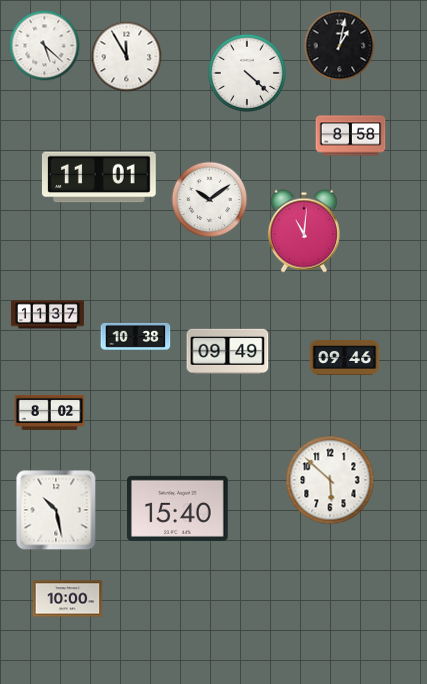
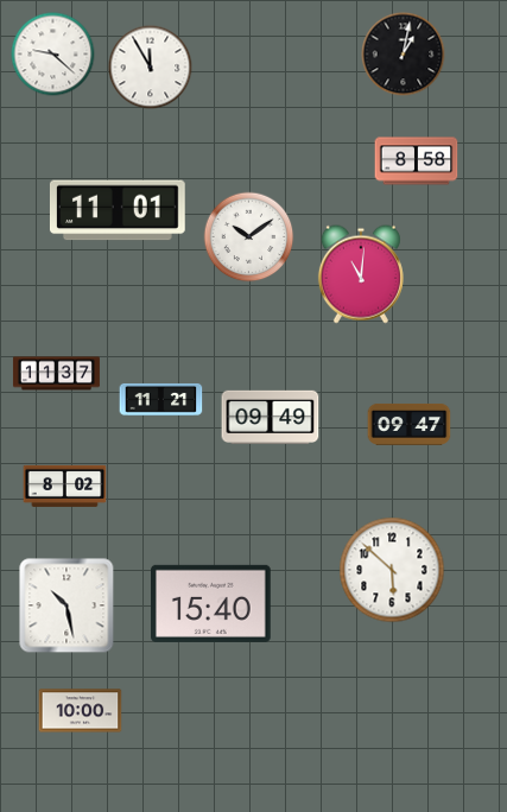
clock at (45, 46): 5:22 -> 9:22
clock at (247, 73): 4:22 -> none
clock at (136, 336): 10:38 -> 11:21
clock at (345, 357): 09:46 -> 09:47
clock at (50, 412) position: (50, 412) -> (65, 486)
